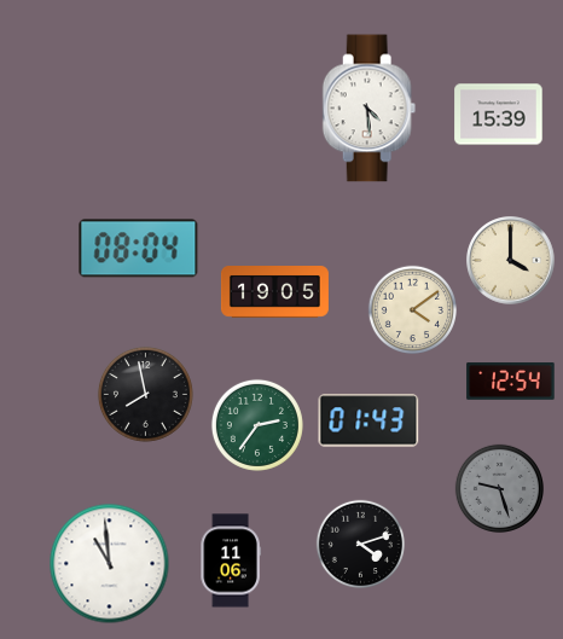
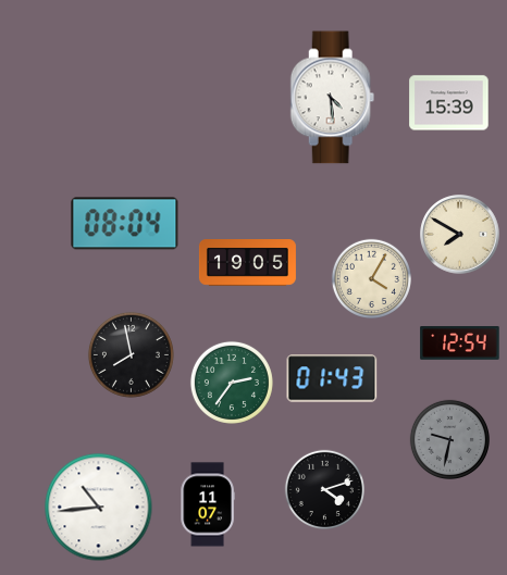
clock at (511, 261): 4:00 -> 7:50
clock at (412, 309): 4:09 -> 4:05
clock at (499, 488): 9:27 -> 9:32
clock at (231, 560): 11:06 -> 11:07
clock at (110, 564): 10:59 -> 10:44
